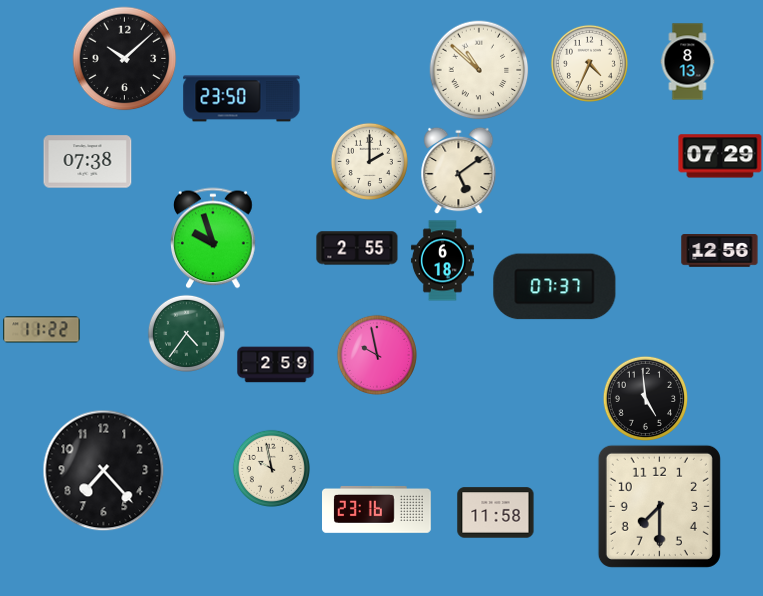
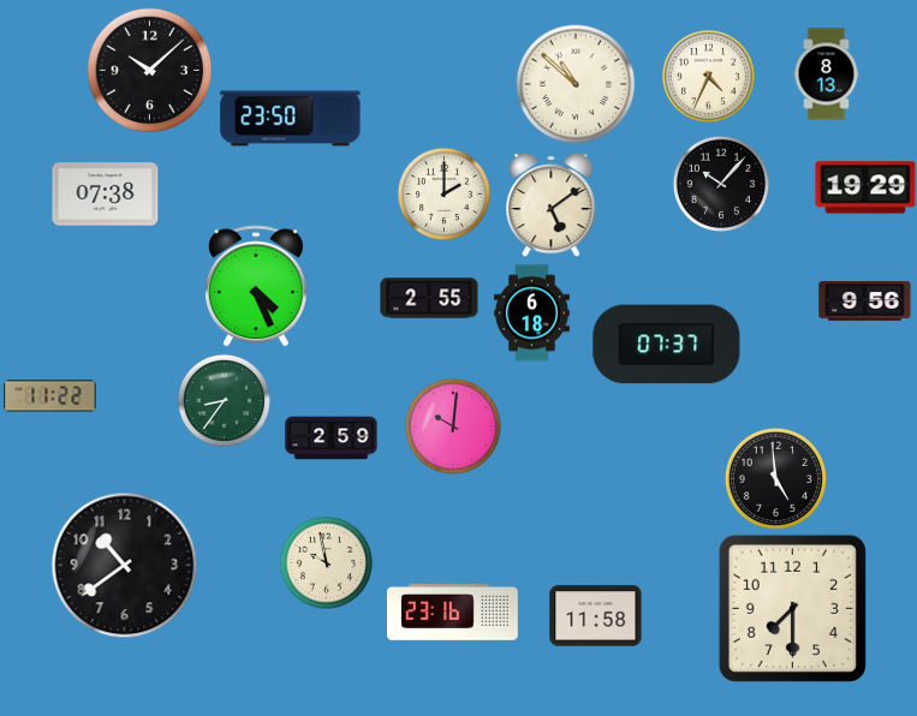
clock at (721, 184): none -> 10:07
clock at (720, 156): 07:29 -> 19:29
clock at (213, 238): 9:57 -> 4:26
clock at (720, 251): 12:56 -> 9:56
clock at (186, 333): 4:36 -> 8:36
clock at (377, 355): 9:58 -> 10:01
clock at (104, 471): 7:23 -> 10:39
